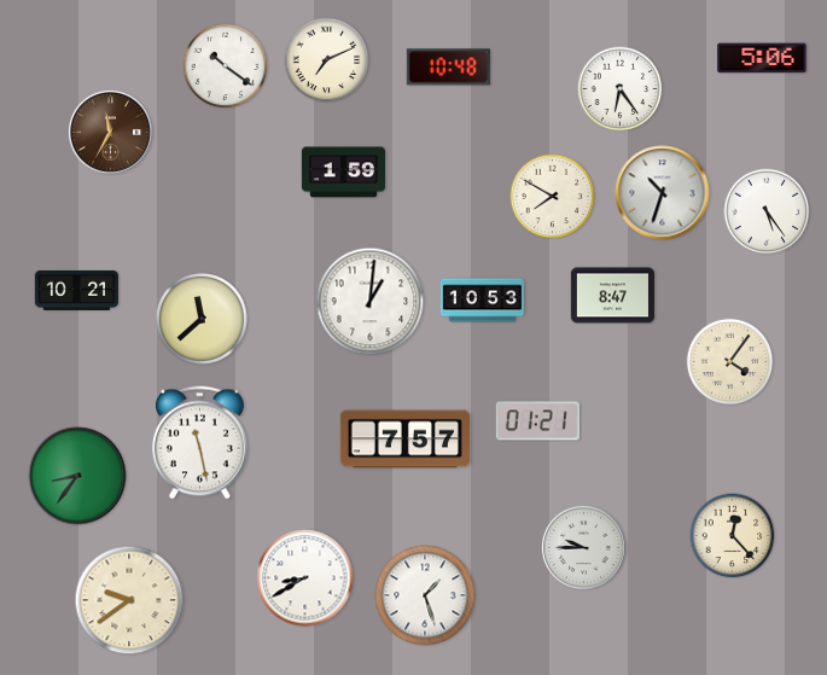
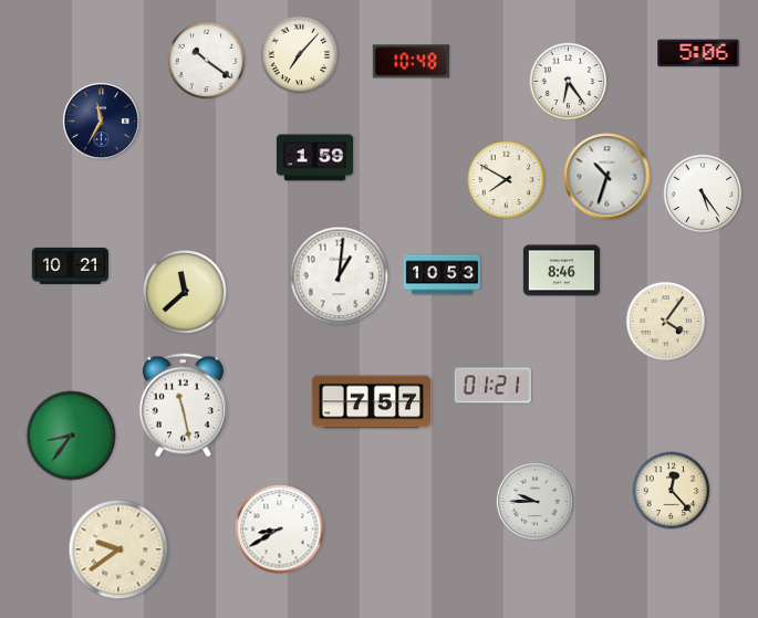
clock at (327, 60): 7:11 -> 7:07
clock at (110, 132) dial: brown -> navy
clock at (612, 296): 8:47 -> 8:46
clock at (730, 362) position: (730, 362) -> (666, 322)
clock at (425, 595): 1:27 -> none
